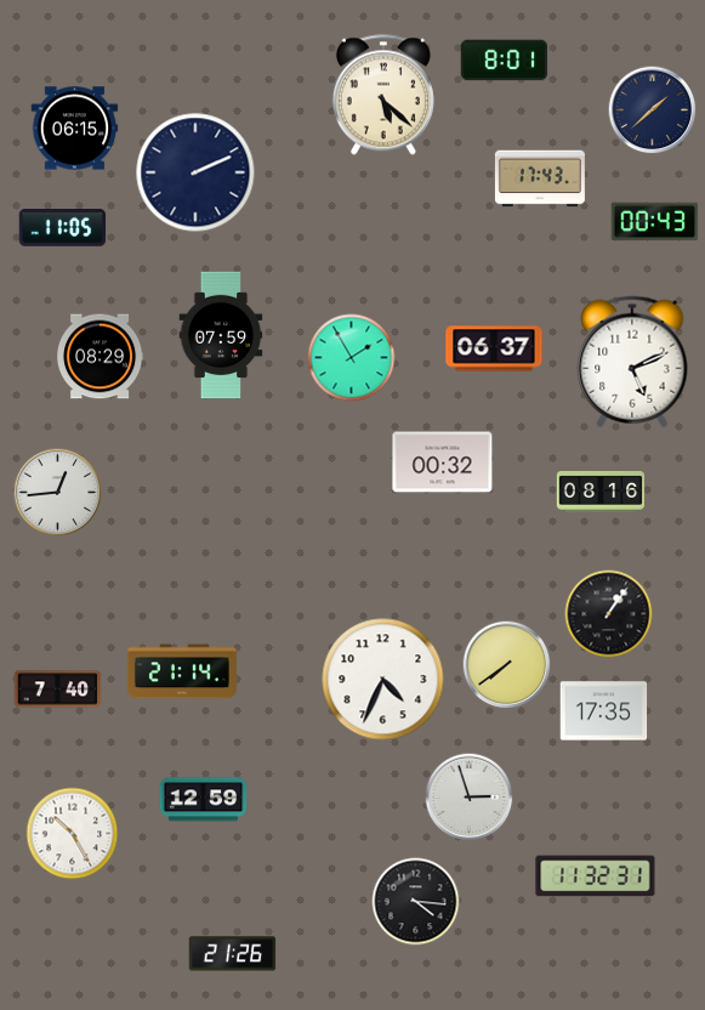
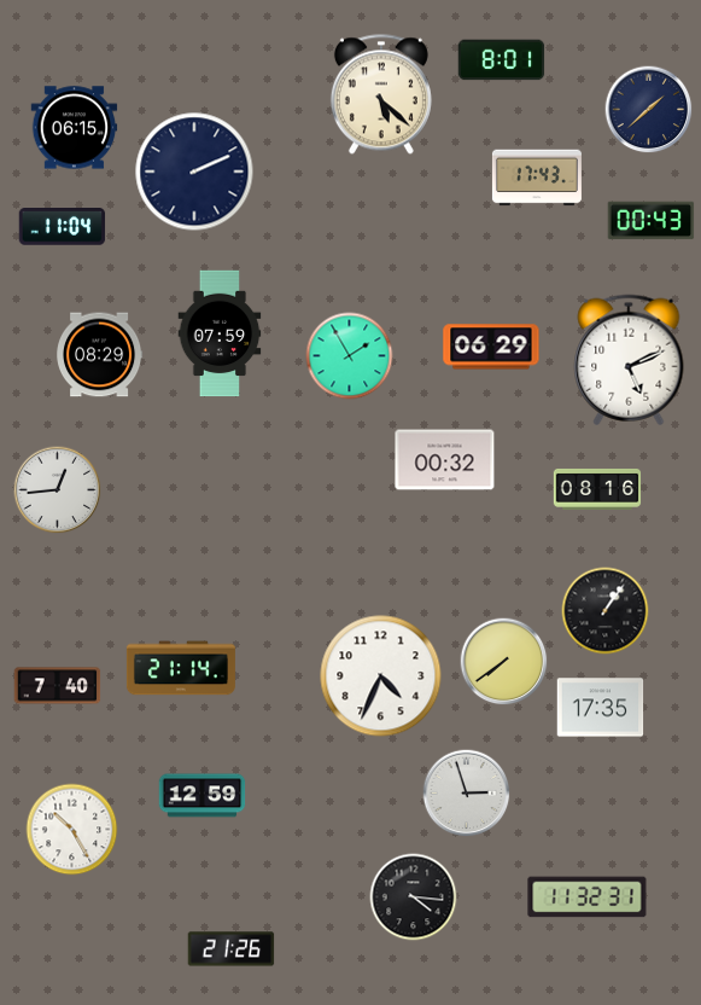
clock at (63, 228): 11:05 -> 11:04
clock at (494, 348): 06:37 -> 06:29
clock at (443, 463) position: (443, 463) -> (445, 460)
clock at (596, 876) position: (596, 876) -> (588, 897)
